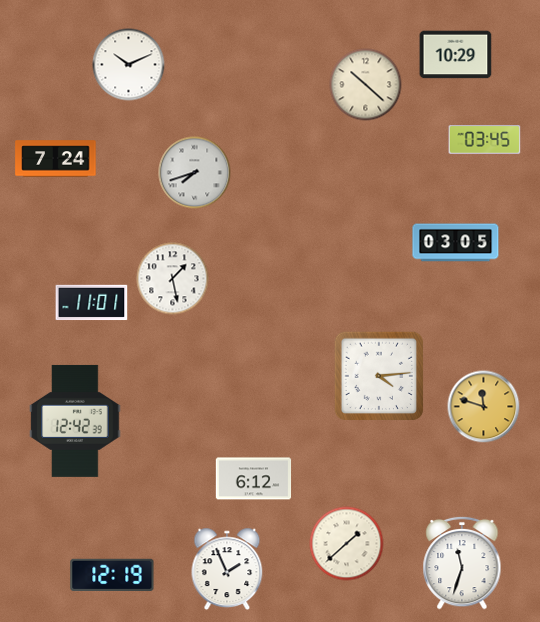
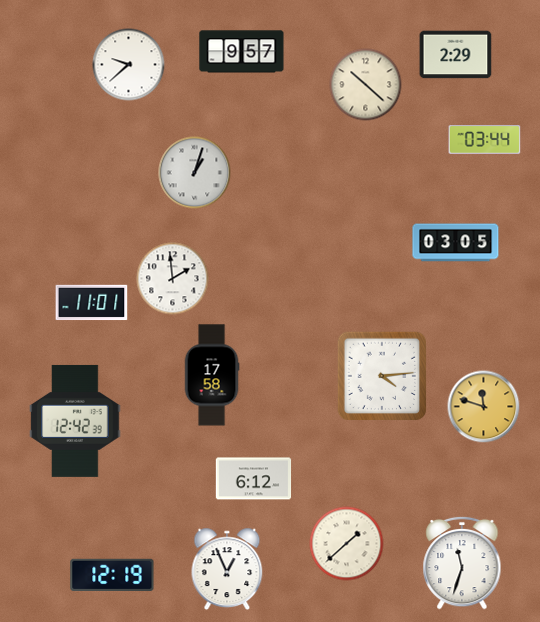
clock at (242, 52): none -> 9:57
clock at (456, 55): 10:29 -> 2:29
clock at (129, 65): 10:11 -> 9:38
clock at (485, 140): 03:45 -> 03:44
clock at (56, 159): 7:24 -> none
clock at (195, 173): 7:42 -> 1:03
clock at (173, 279): 1:28 -> 1:59
clock at (212, 375): none -> 17:58
clock at (379, 376) position: (379, 376) -> (382, 376)
clock at (227, 569): 1:56 -> 12:56
